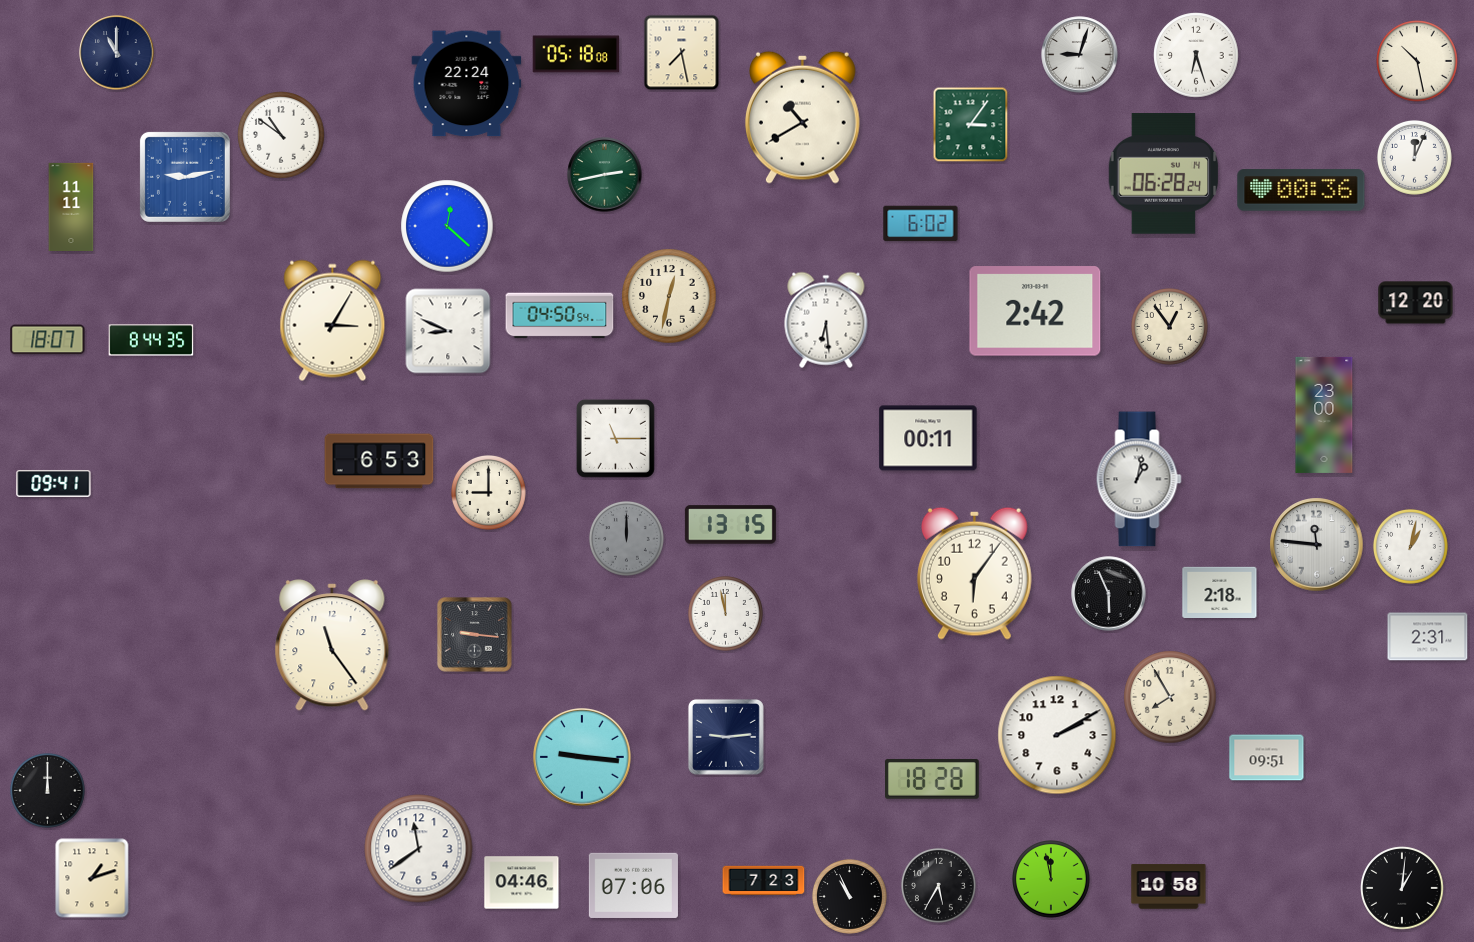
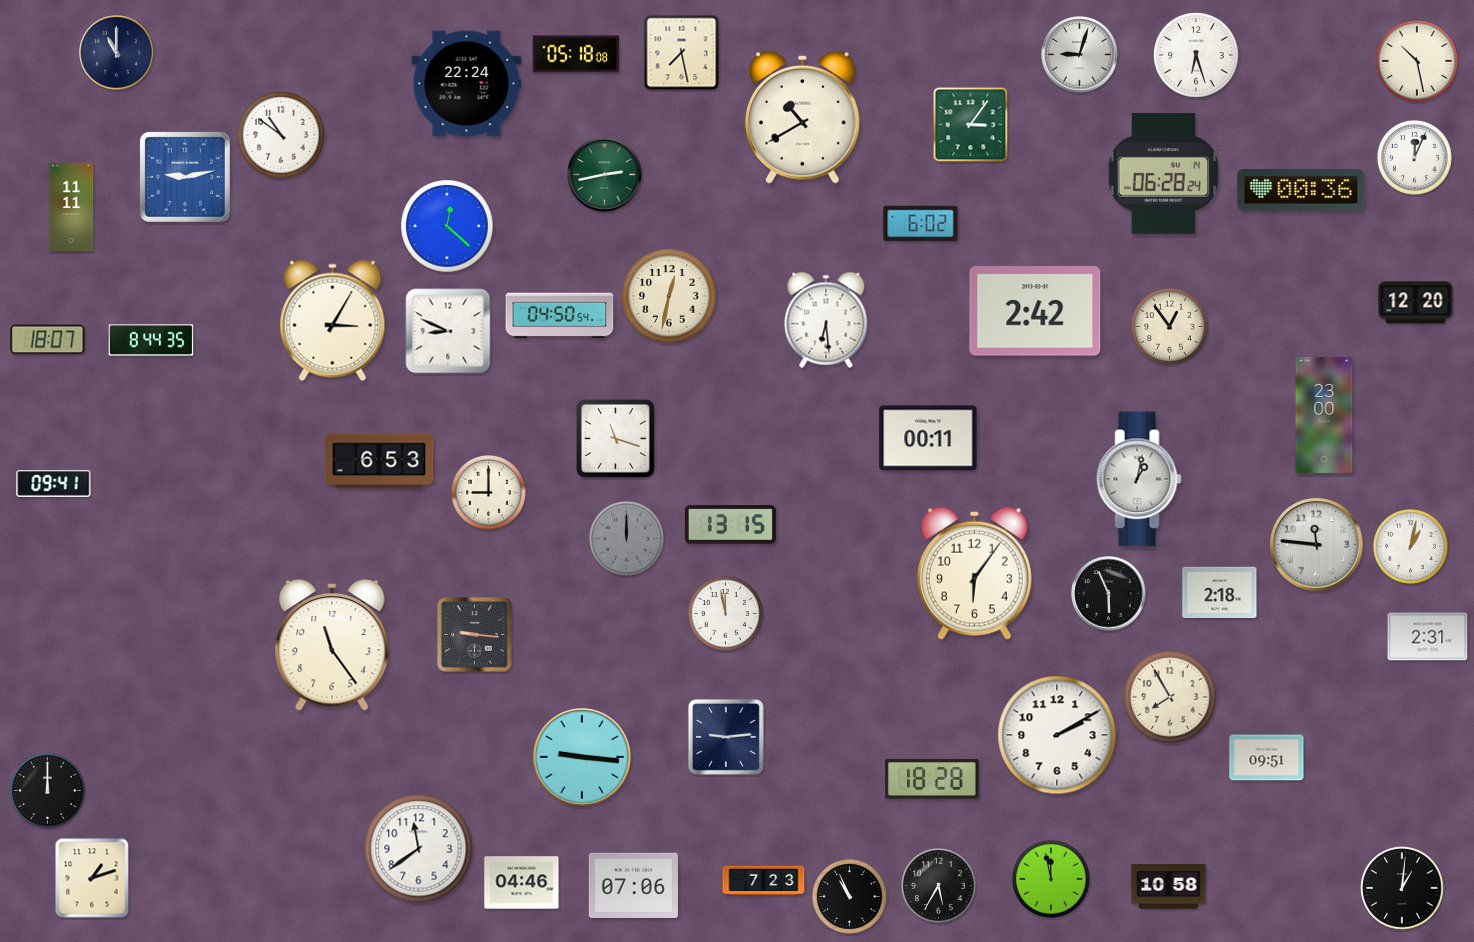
clock at (615, 438): 11:15 -> 11:18
